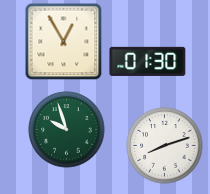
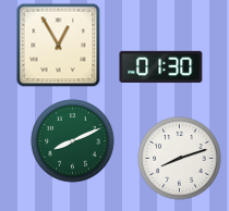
clock at (63, 41) position: (63, 41) -> (58, 45)
clock at (67, 130): 9:57 -> 8:11
